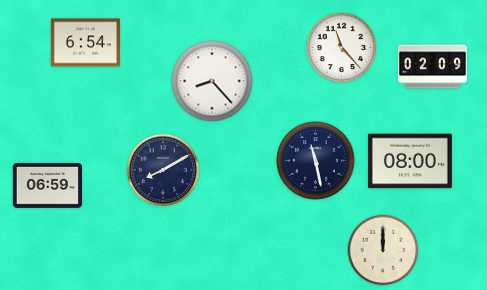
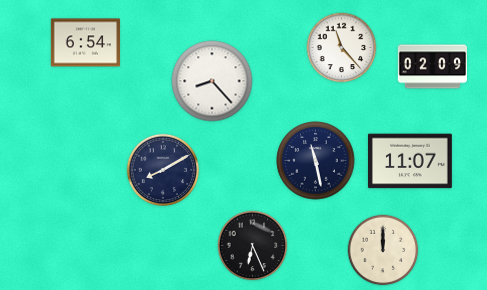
clock at (410, 161): 08:00 -> 11:07
clock at (47, 185): 06:59 -> none
clock at (253, 246): none -> 6:26
